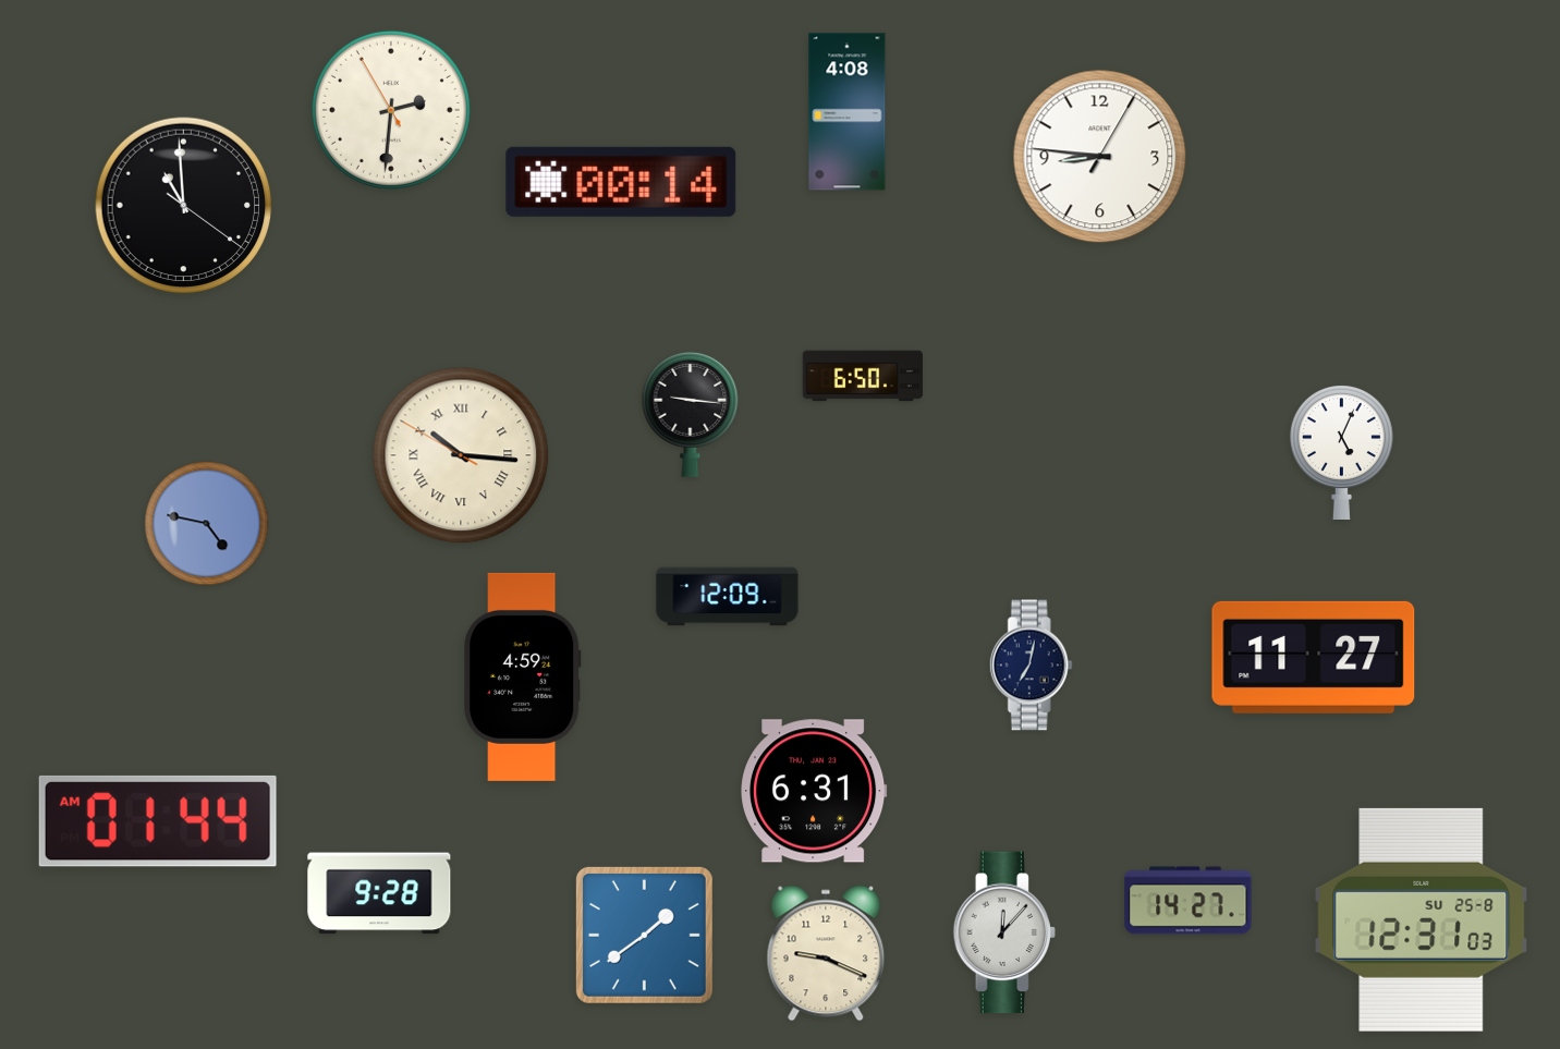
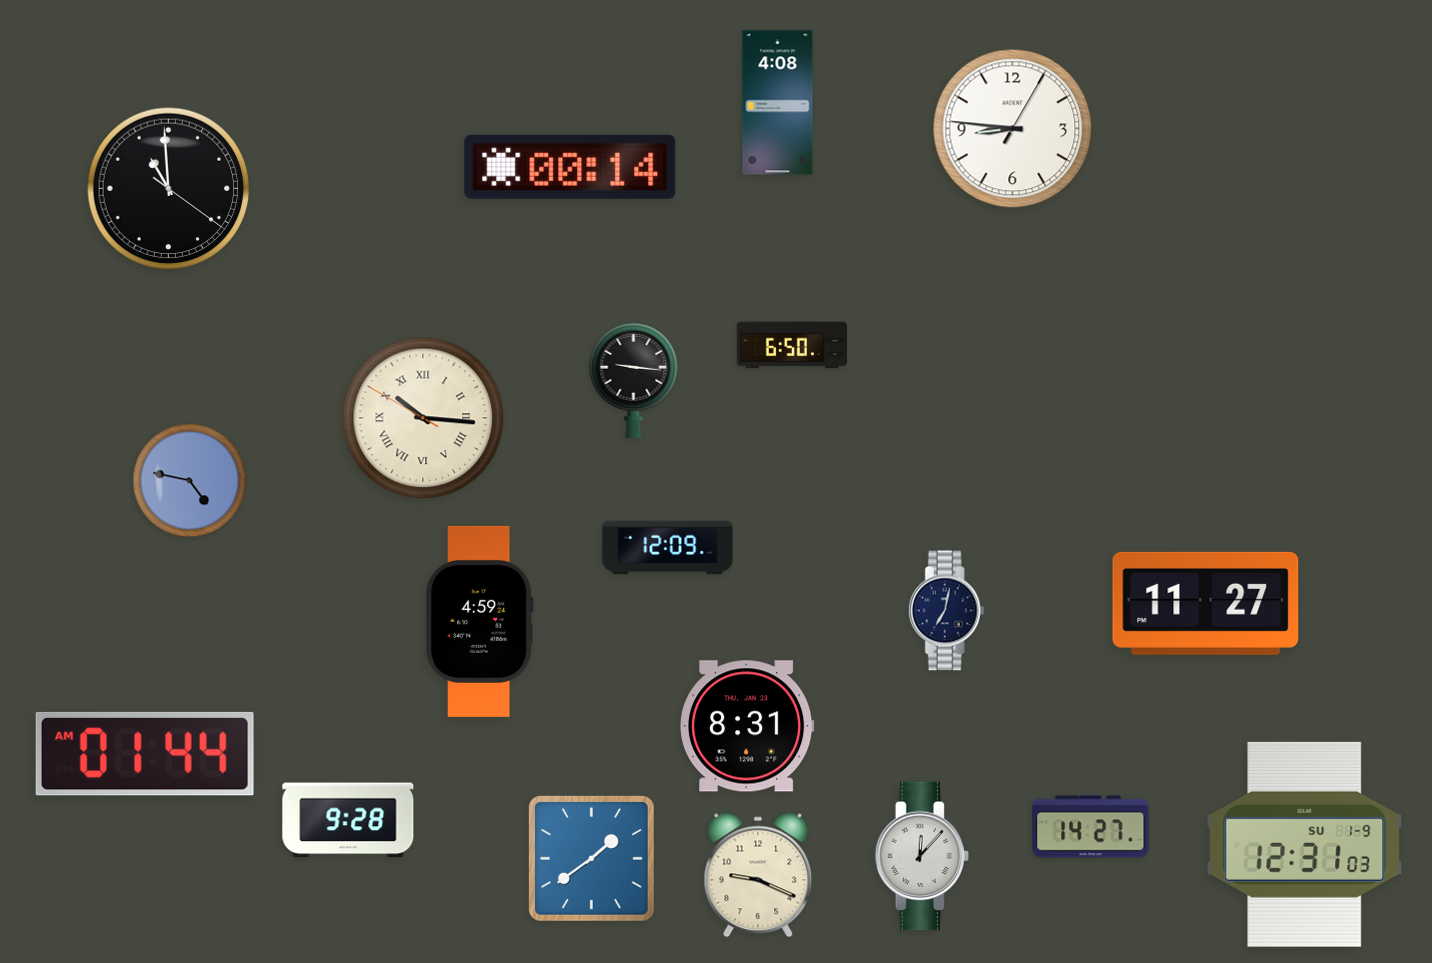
clock at (391, 110): 2:30 -> none
clock at (1100, 157) position: (1100, 157) -> (1013, 129)
clock at (1341, 452): 5:04 -> none
clock at (814, 791): 6:31 -> 8:31
clock at (1422, 919) date: SU 25-8 -> SU 1-9
